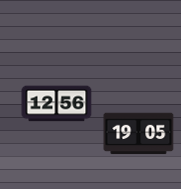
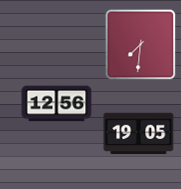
clock at (141, 45): none -> 7:31
